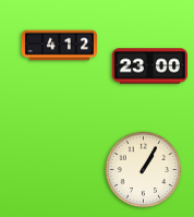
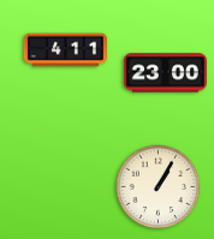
clock at (59, 46): 4:12 -> 4:11
